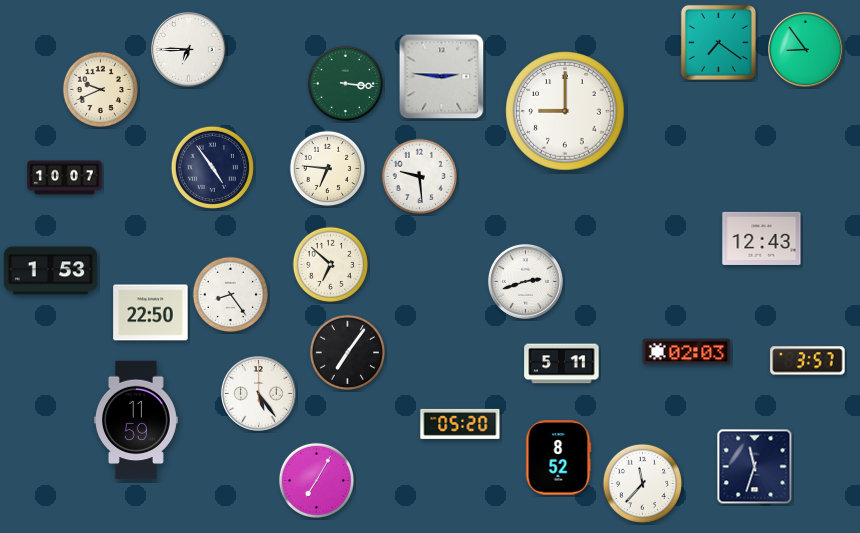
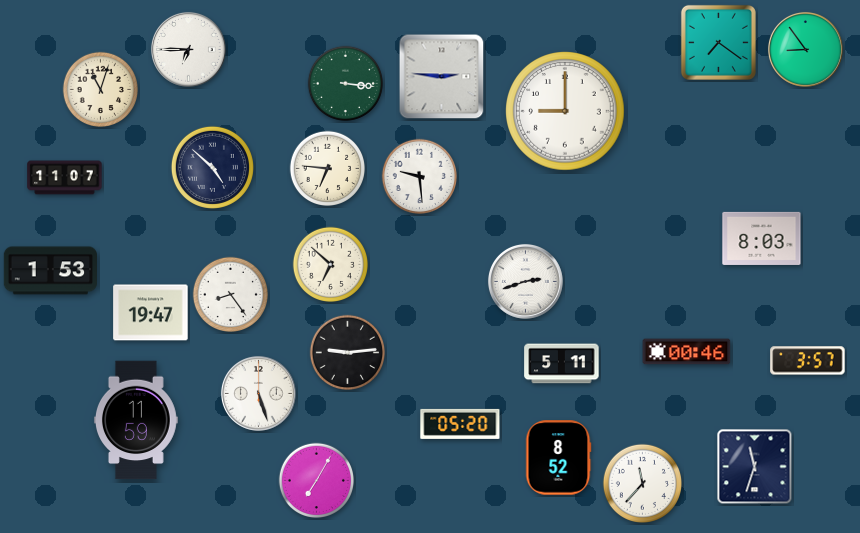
clock at (101, 90): 9:41 -> 11:03
clock at (212, 167): 4:54 -> 4:52
clock at (65, 178): 10:07 -> 11:07
clock at (762, 238): 12:43 -> 8:03
clock at (151, 313): 22:50 -> 19:47
clock at (687, 352): 02:03 -> 00:46
clock at (348, 353): 7:06 -> 9:14
clock at (258, 393): 5:24 -> 5:27
